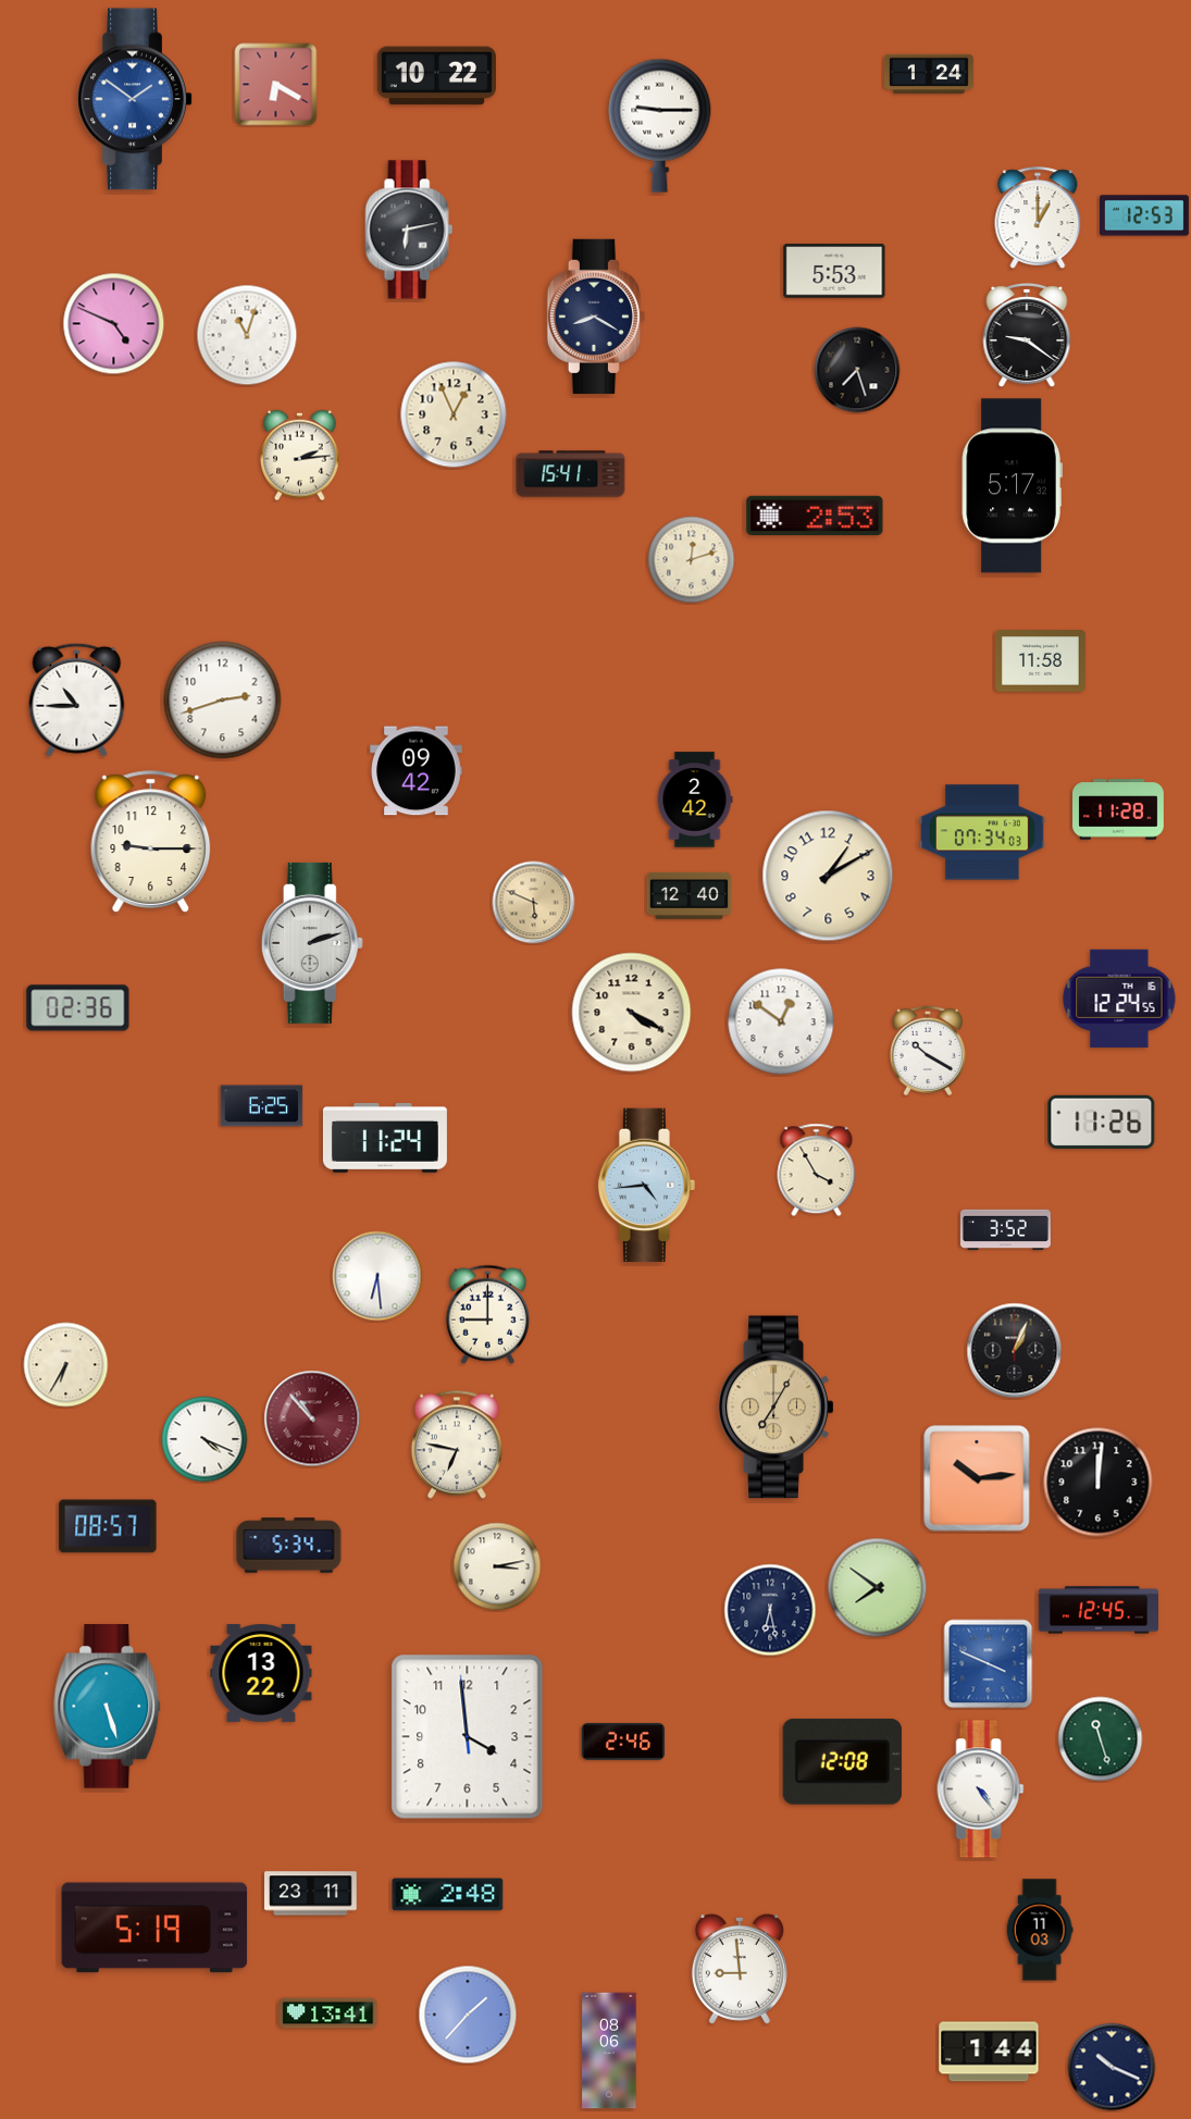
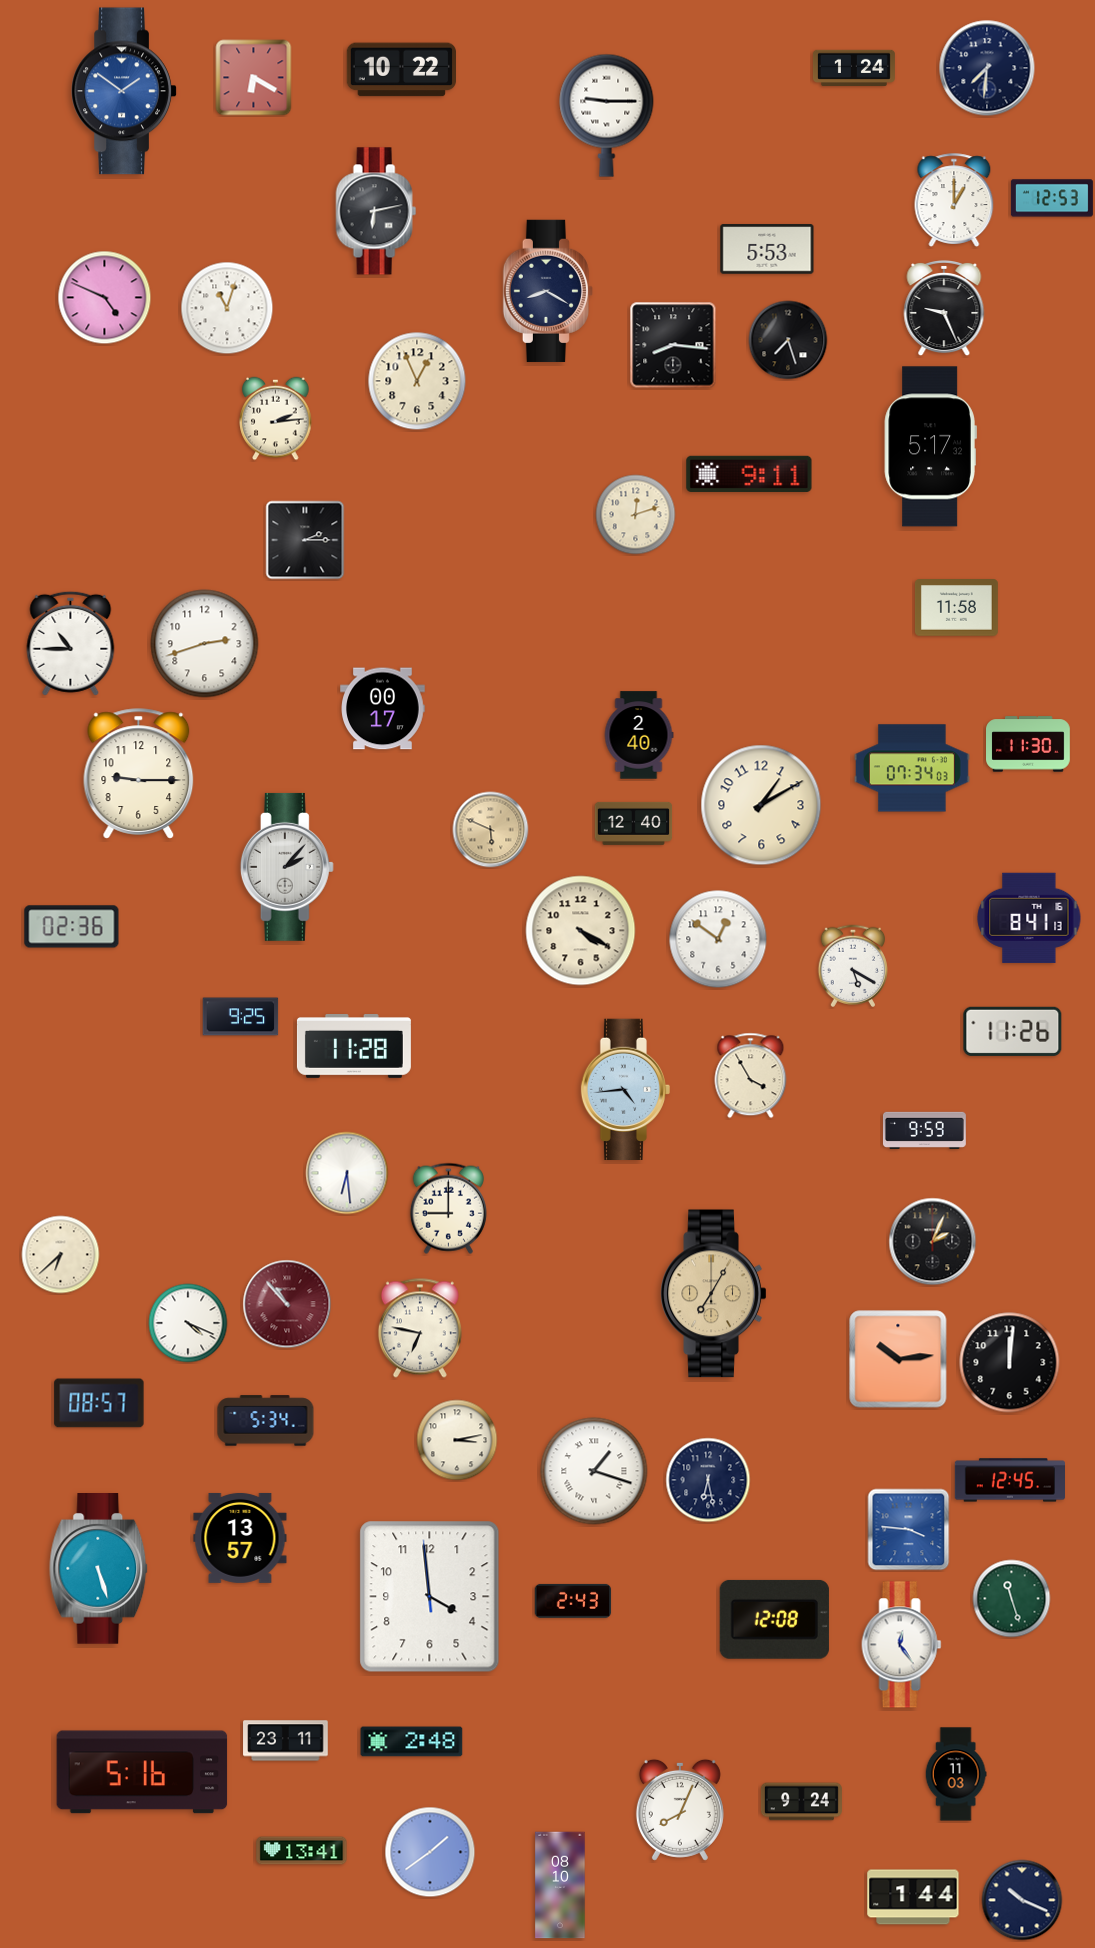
clock at (987, 68): none -> 7:31
clock at (1027, 335): 9:21 -> 9:26
clock at (673, 345): none -> 8:16
clock at (571, 474): 15:41 -> none
clock at (815, 516): 2:53 -> 9:11
clock at (305, 540): none -> 2:15
clock at (417, 771): 09:42 -> 00:17
clock at (695, 800): 2:42 -> 2:40
clock at (1119, 809): 11:28 -> 11:30
clock at (982, 832) position: (982, 832) -> (912, 768)
clock at (312, 943): 2:12 -> 2:07
clock at (1119, 999): 12:24 -> 8:41
clock at (928, 1050): 10:20 -> 5:20
clock at (262, 1106): 6:25 -> 9:25
clock at (385, 1139): 11:24 -> 11:28
clock at (647, 1185) position: (647, 1185) -> (626, 1089)
clock at (1005, 1229): 3:52 -> 9:59
clock at (1015, 1351): 1:04 -> 2:04
clock at (66, 1365): 6:35 -> 6:38
clock at (878, 1588): 7:51 -> none
clock at (594, 1471): none -> 1:18
clock at (989, 1664): 3:49 -> 3:46
clock at (261, 1673): 13:22 -> 13:57
clock at (623, 1742): 2:46 -> 2:43
clock at (981, 1789): 4:24 -> 12:24
clock at (154, 1928): 5:19 -> 5:16
clock at (801, 1802): none -> 9:24
clock at (740, 1969): 8:59 -> 8:04
clock at (468, 2015): 1:37 -> 1:39
clock at (609, 2050): 08:06 -> 08:10
clock at (989, 2052) position: (989, 2052) -> (913, 1897)
